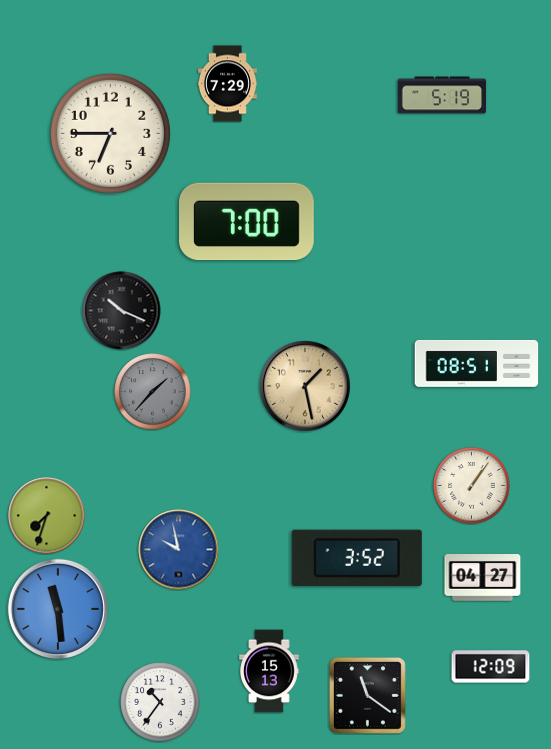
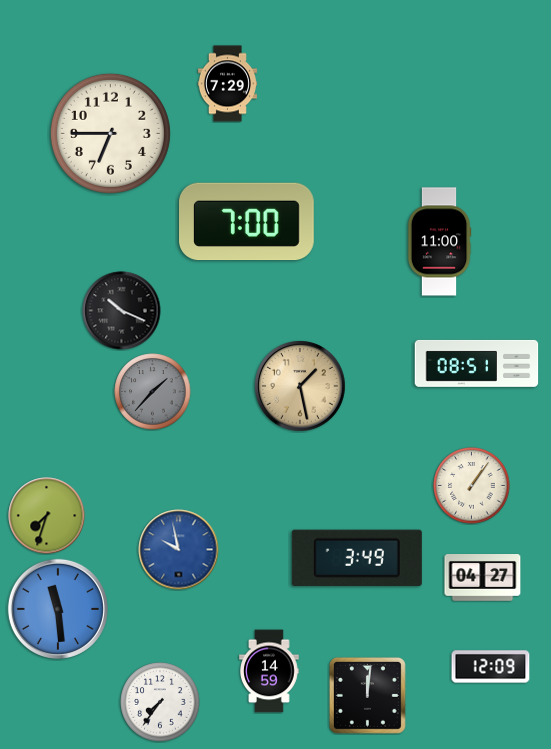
clock at (442, 95): 5:19 -> none
clock at (439, 242): none -> 11:00
clock at (306, 387) position: (306, 387) -> (301, 387)
clock at (357, 558): 3:52 -> 3:49
clock at (270, 671): 15:13 -> 14:59
clock at (367, 695): 11:21 -> 12:01
clock at (160, 702): 10:36 -> 7:36
